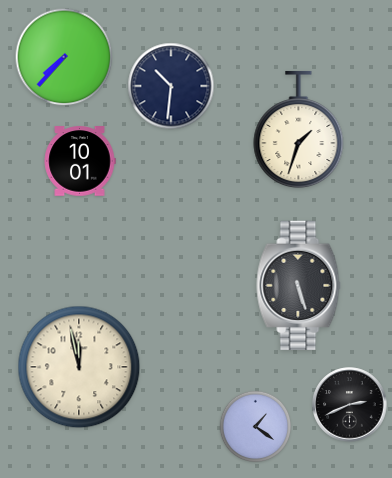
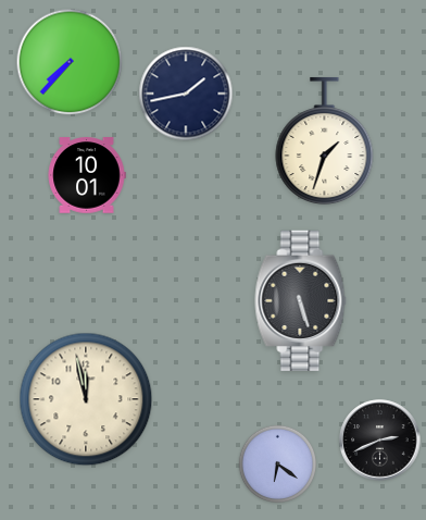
clock at (171, 86): 10:31 -> 1:43
clock at (299, 285) position: (299, 285) -> (301, 300)
clock at (256, 427): 1:21 -> 6:21
